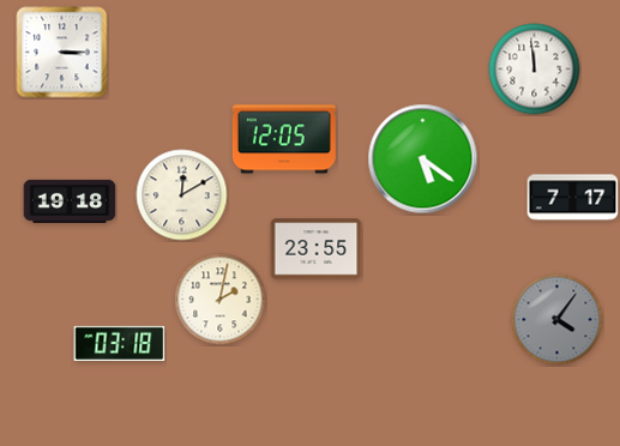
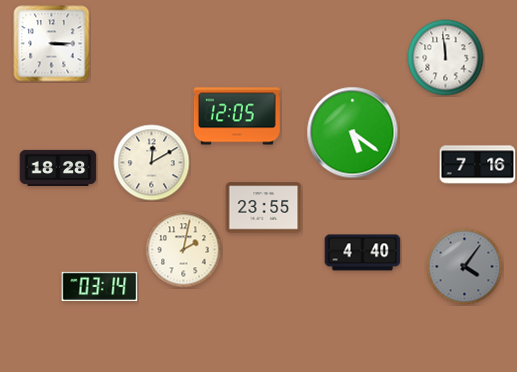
clock at (573, 198): 7:17 -> 7:16
clock at (70, 200): 19:18 -> 18:28
clock at (363, 253): none -> 4:40
clock at (120, 343): 03:18 -> 03:14
